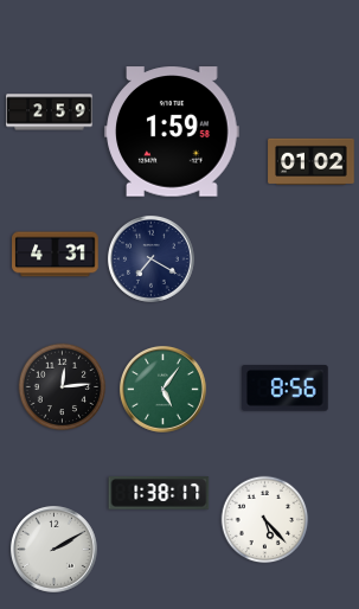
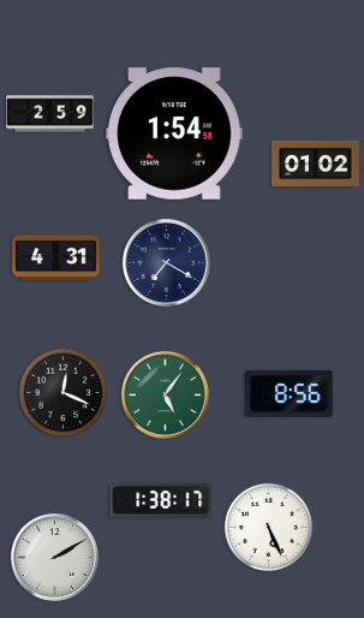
clock at (172, 132): 1:59 -> 1:54
clock at (150, 258) position: (150, 258) -> (166, 262)
clock at (63, 387): 12:14 -> 12:19
clock at (265, 520): 5:23 -> 5:26
